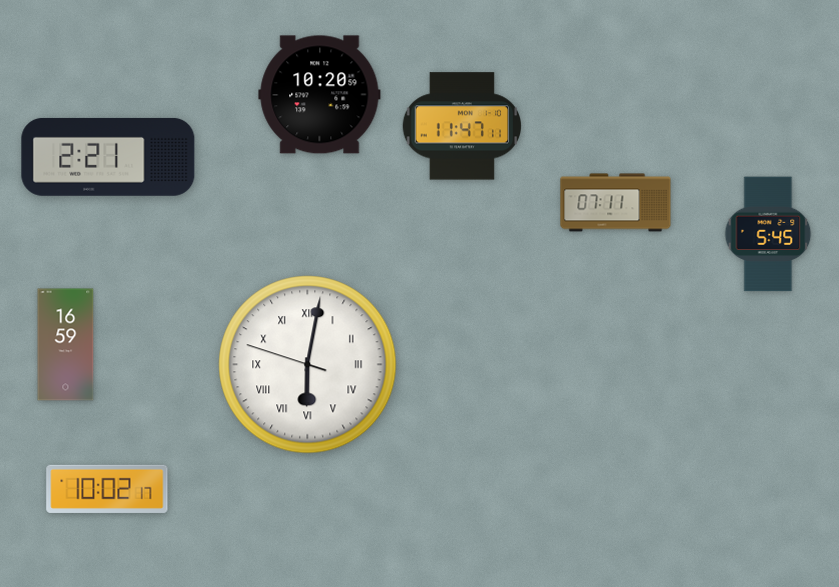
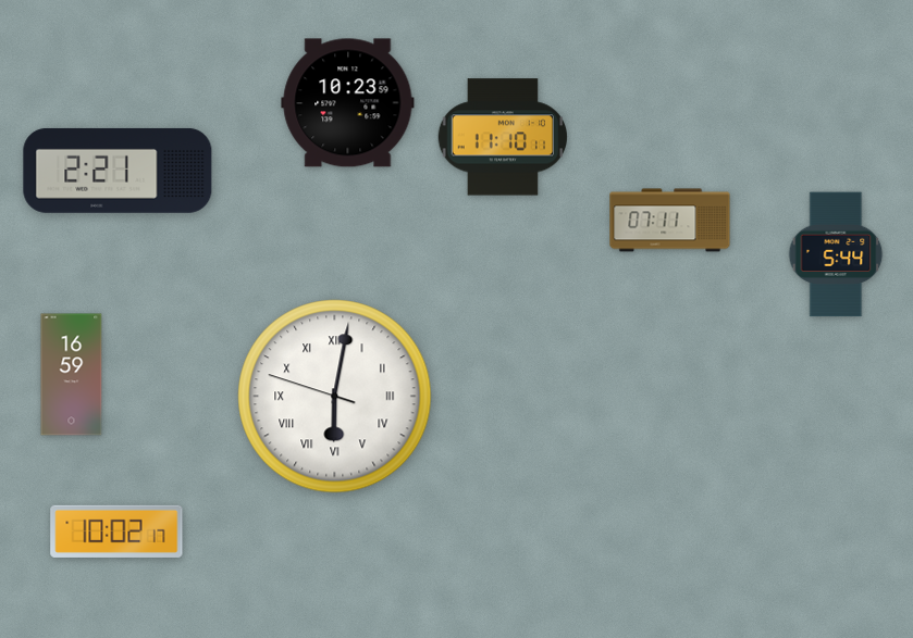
clock at (320, 95): 10:20 -> 10:23
clock at (462, 126): 11:47 -> 11:10
clock at (768, 234): 5:45 -> 5:44
